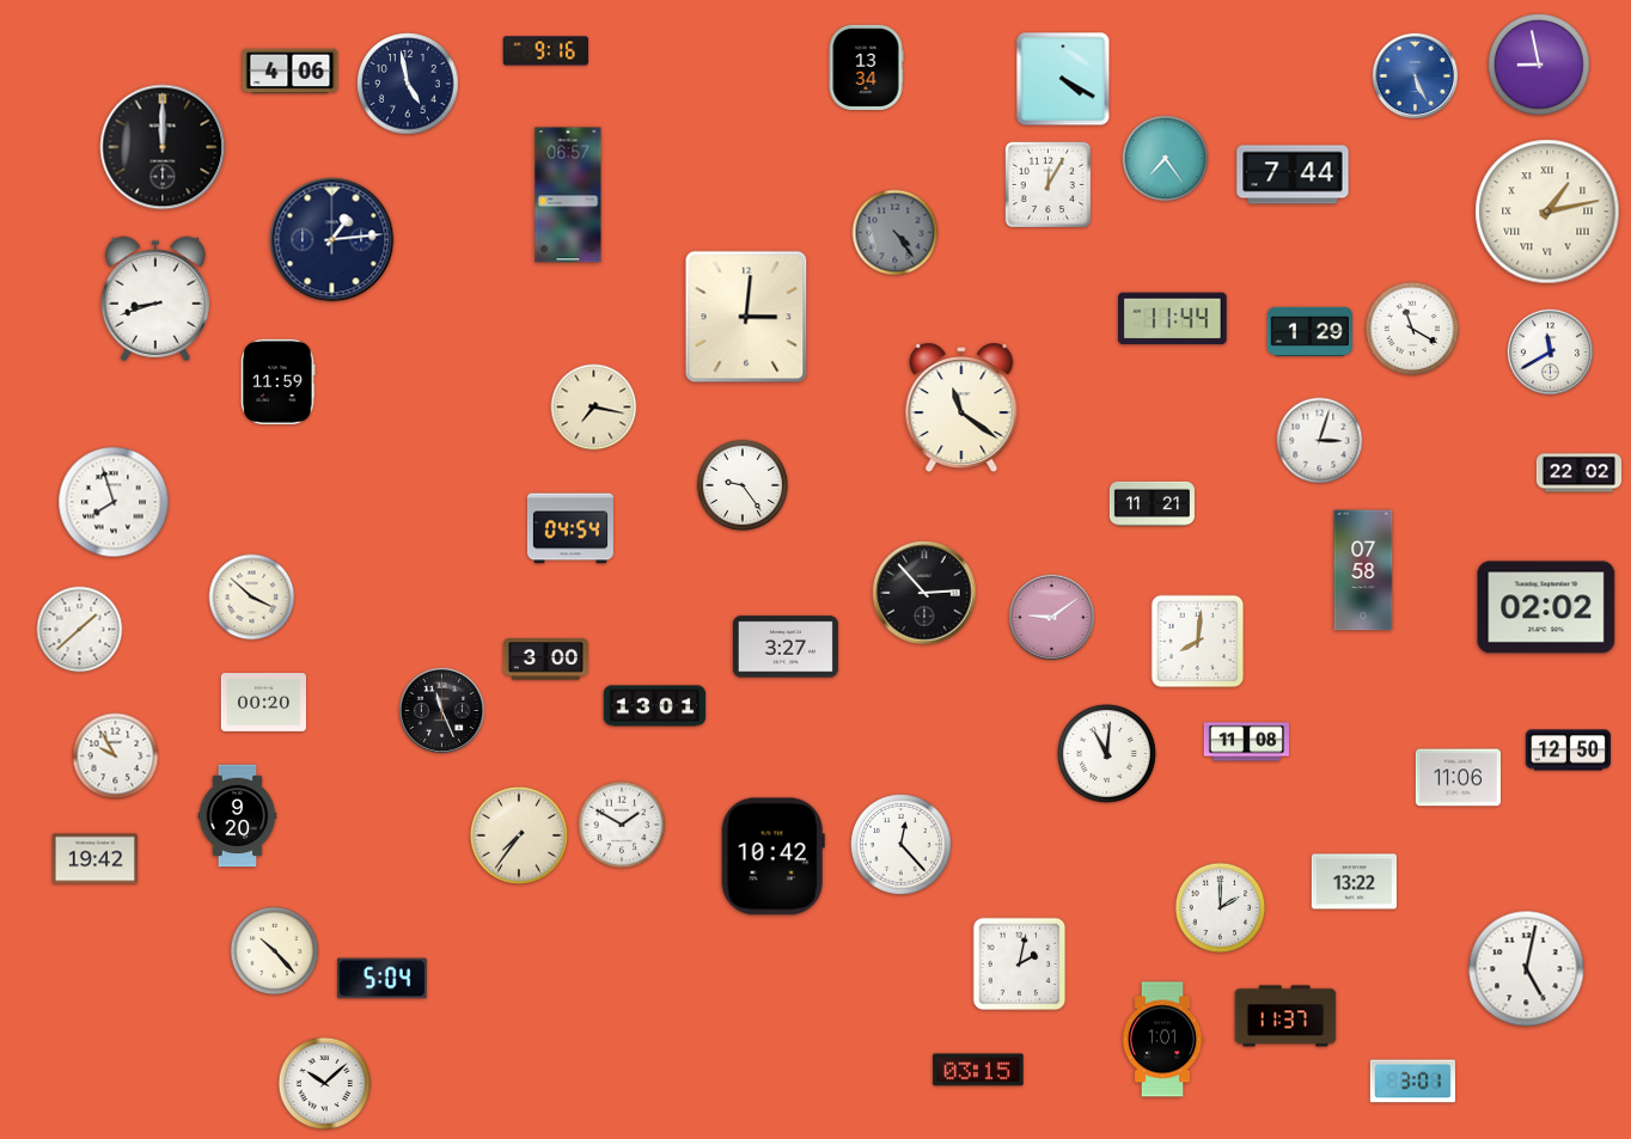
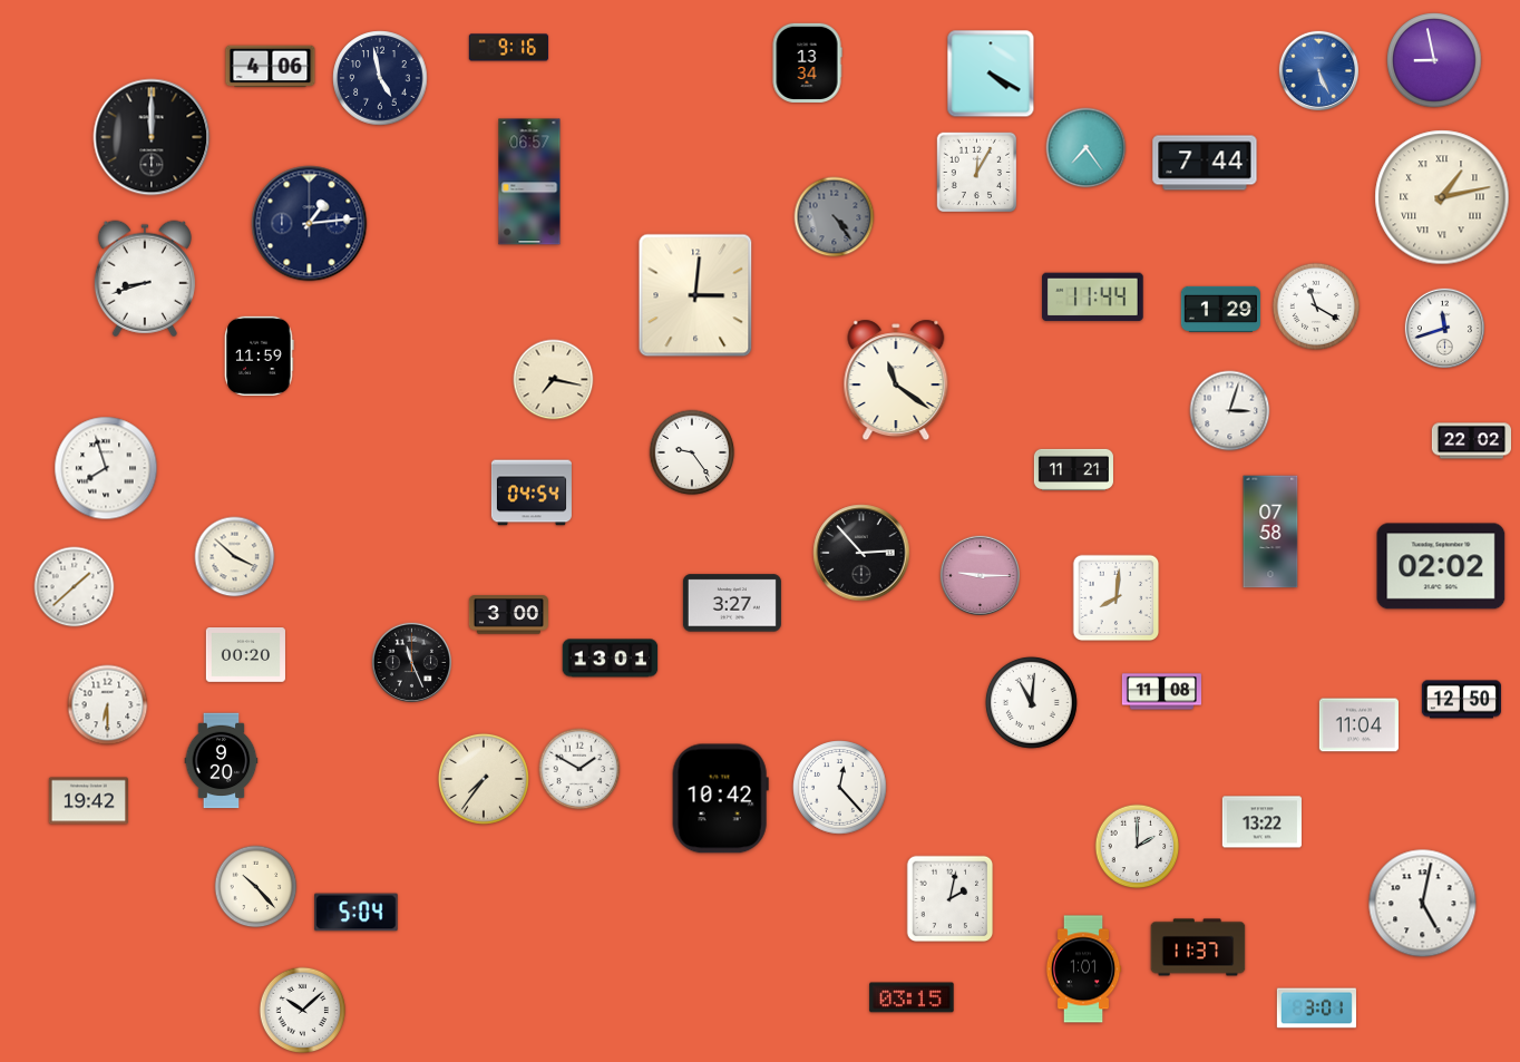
clock at (1550, 351): 11:40 -> 11:42
clock at (1051, 617): 9:09 -> 9:15
clock at (116, 757): 9:55 -> 6:30
clock at (1458, 778): 11:06 -> 11:04
